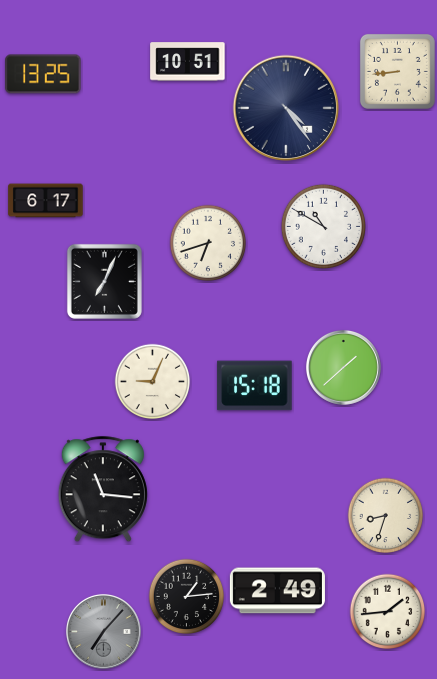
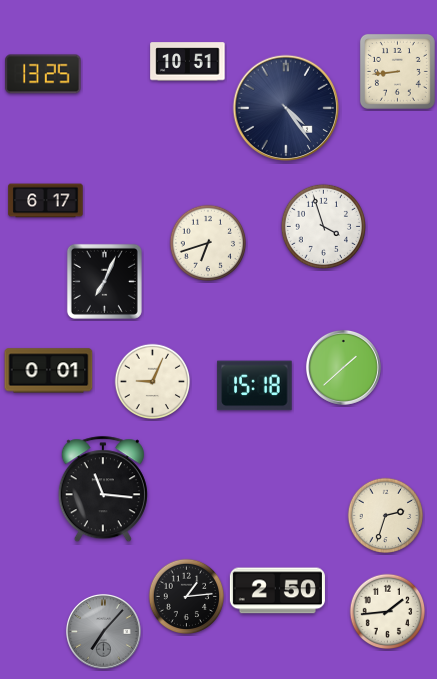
clock at (323, 226): 10:50 -> 3:57
clock at (49, 371): none -> 0:01
clock at (386, 516): 8:33 -> 2:33
clock at (277, 591): 2:49 -> 2:50
